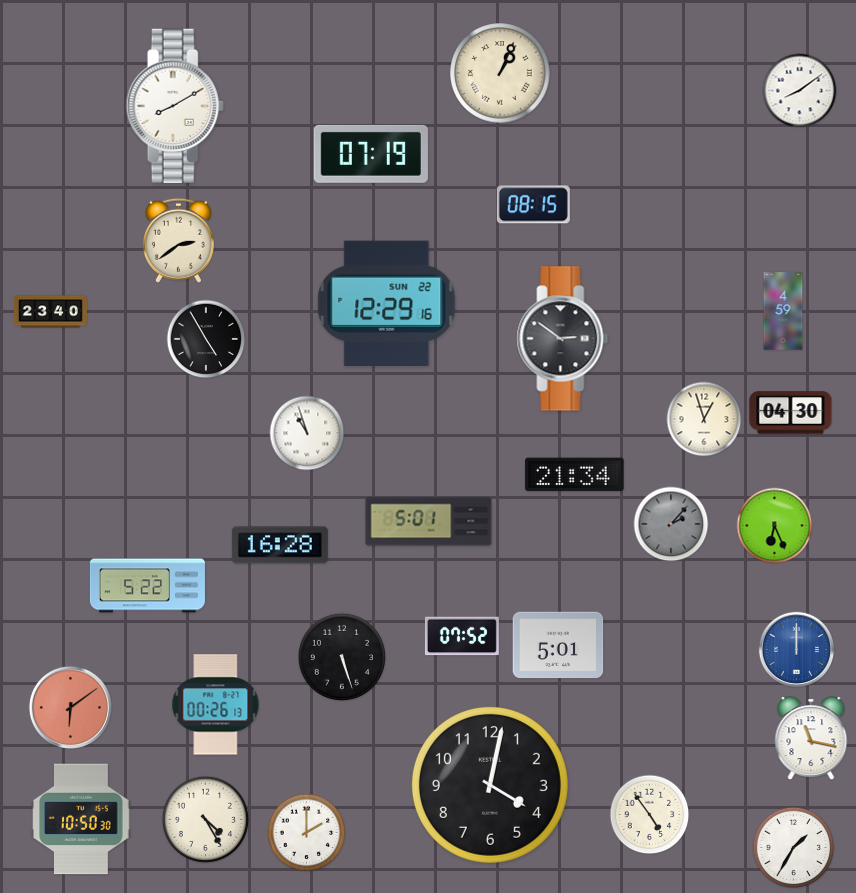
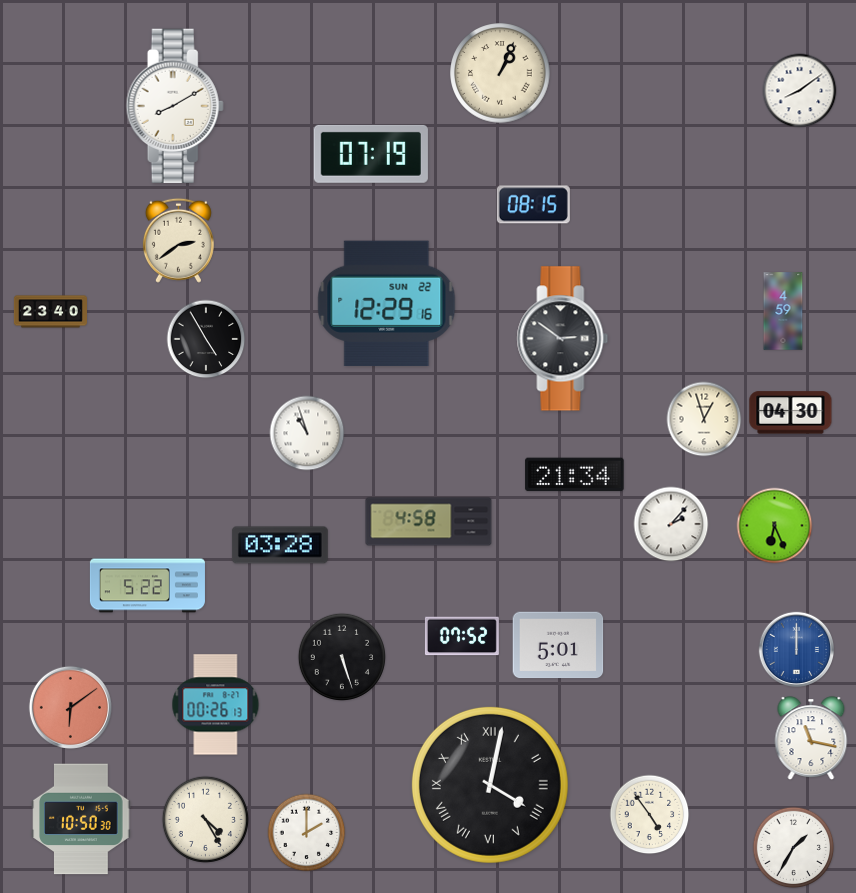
clock at (429, 522): 5:01 -> 4:58
clock at (671, 524) dial: grey -> white
clock at (280, 545): 16:28 -> 03:28
clock at (490, 785) numerals: Arabic -> Roman
